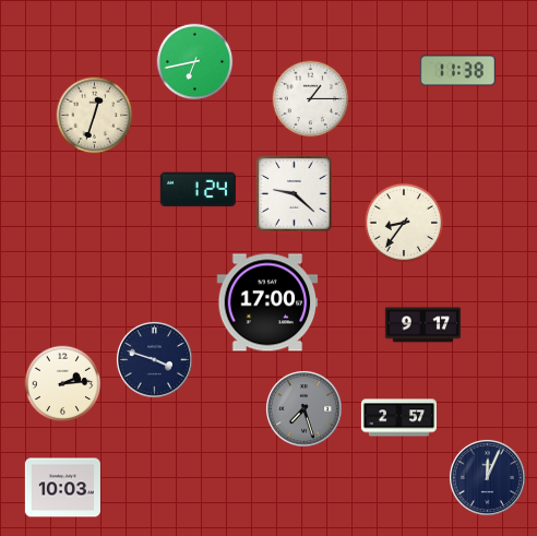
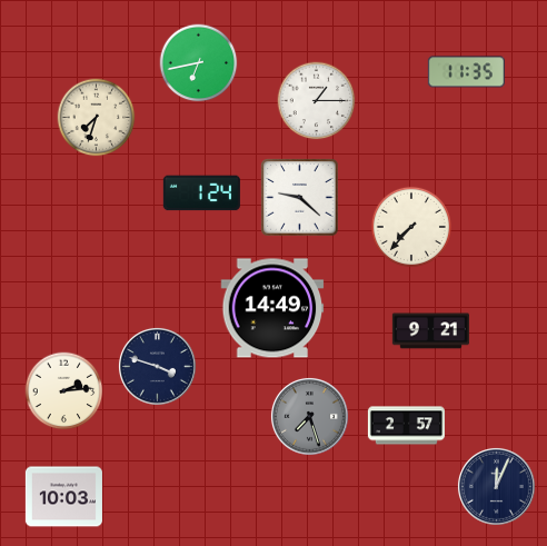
clock at (457, 71): 11:38 -> 11:35
clock at (95, 116): 12:33 -> 7:33
clock at (404, 223): 8:36 -> 7:37
clock at (267, 302): 17:00 -> 14:49
clock at (422, 325): 9:17 -> 9:21
